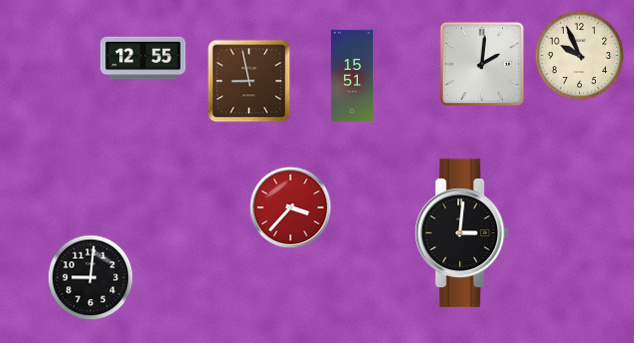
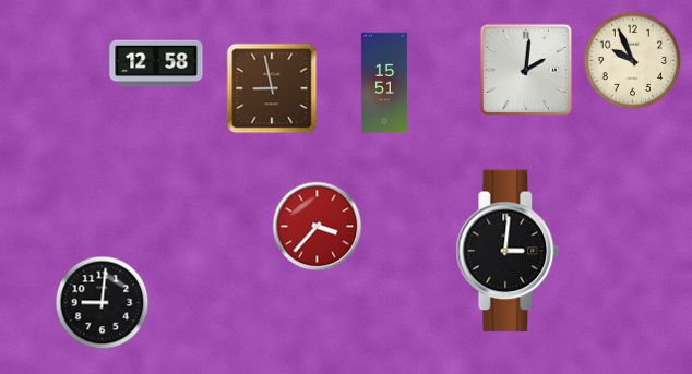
clock at (143, 58): 12:55 -> 12:58
clock at (462, 233) position: (462, 233) -> (508, 251)
clock at (91, 278) position: (91, 278) -> (103, 303)
